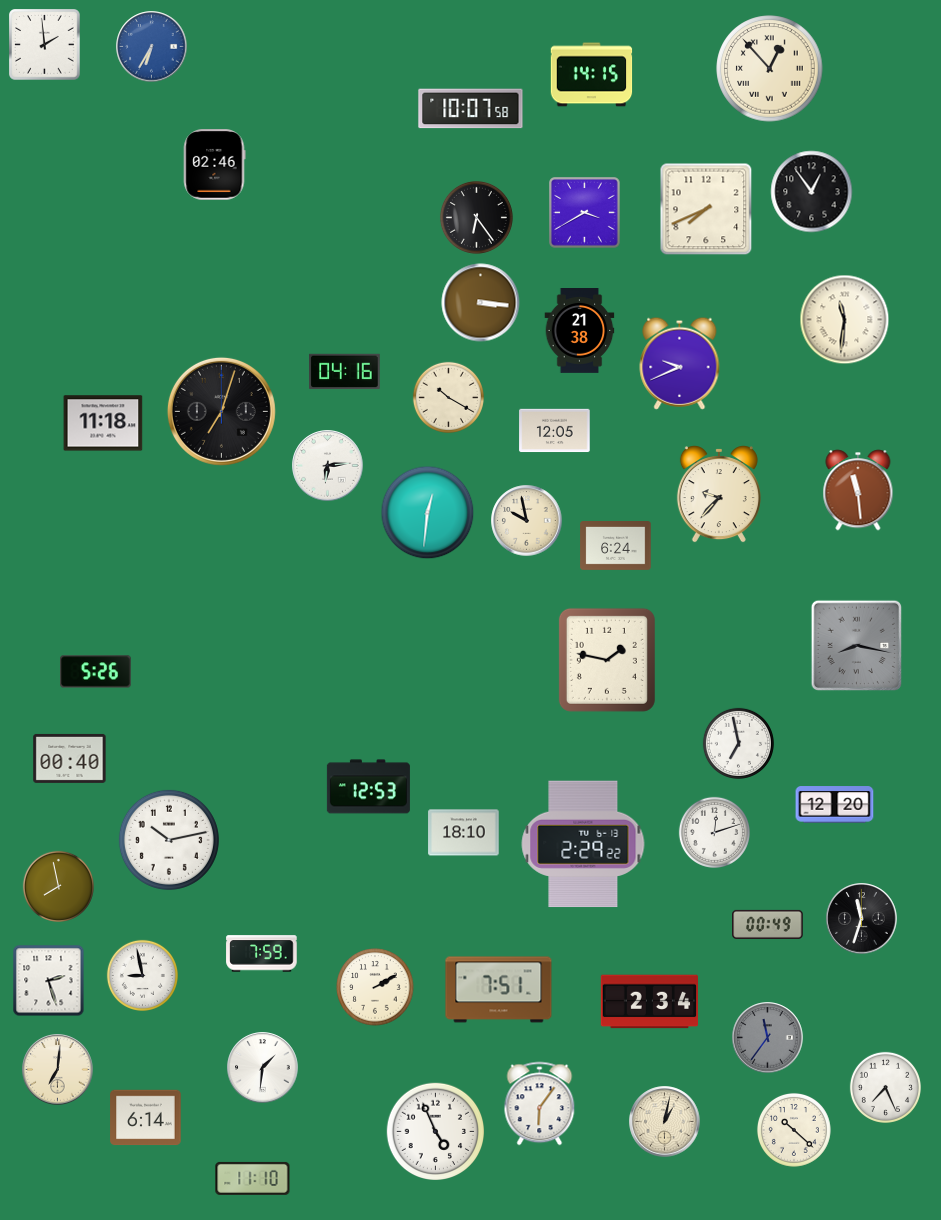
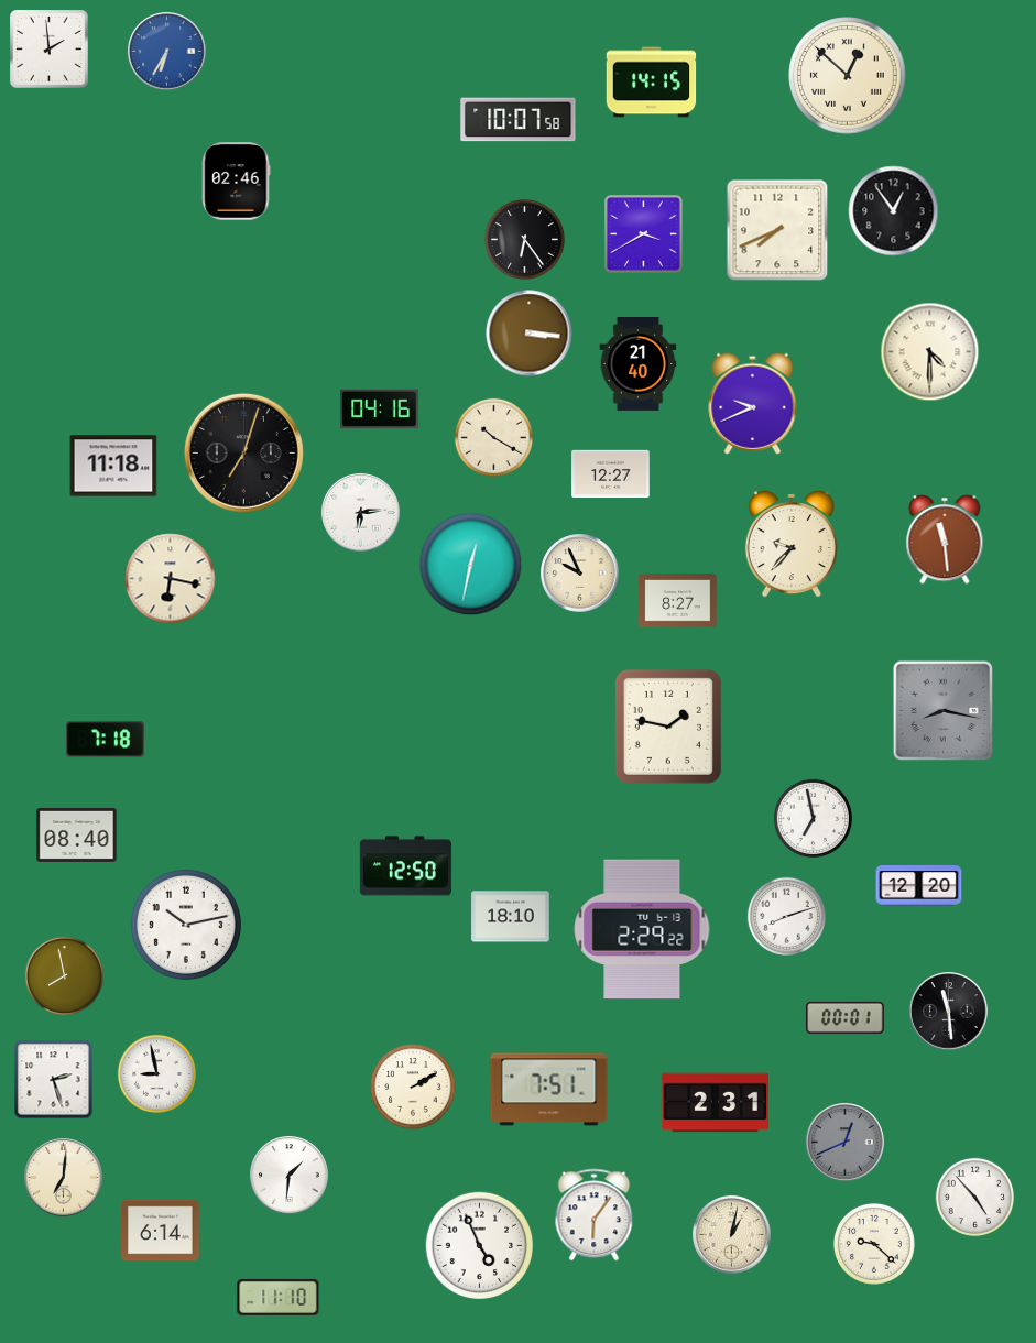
clock at (770, 69): 12:53 -> 12:52
clock at (845, 320): 11:31 -> 4:30
clock at (580, 331): 21:38 -> 21:40
clock at (680, 363) position: (680, 363) -> (753, 403)
clock at (555, 431): 12:05 -> 12:27
clock at (428, 513): 12:31 -> 12:32
clock at (527, 521): 9:58 -> 9:56
clock at (171, 579): none -> 6:17
clock at (616, 546): 6:24 -> 8:27
clock at (96, 672): 5:26 -> 7:18
clock at (70, 758): 00:40 -> 08:40
clock at (368, 787): 12:53 -> 12:50
clock at (714, 832): 12:12 -> 8:12
clock at (862, 919): 11:33 -> 11:29
clock at (768, 924): 00:49 -> 00:01
clock at (262, 954): 7:59 -> none
clock at (649, 1002): 2:34 -> 2:31
clock at (768, 1038): 11:36 -> 12:41
clock at (885, 1087): 7:26 -> 4:53
clock at (794, 1130): 10:22 -> 9:22
